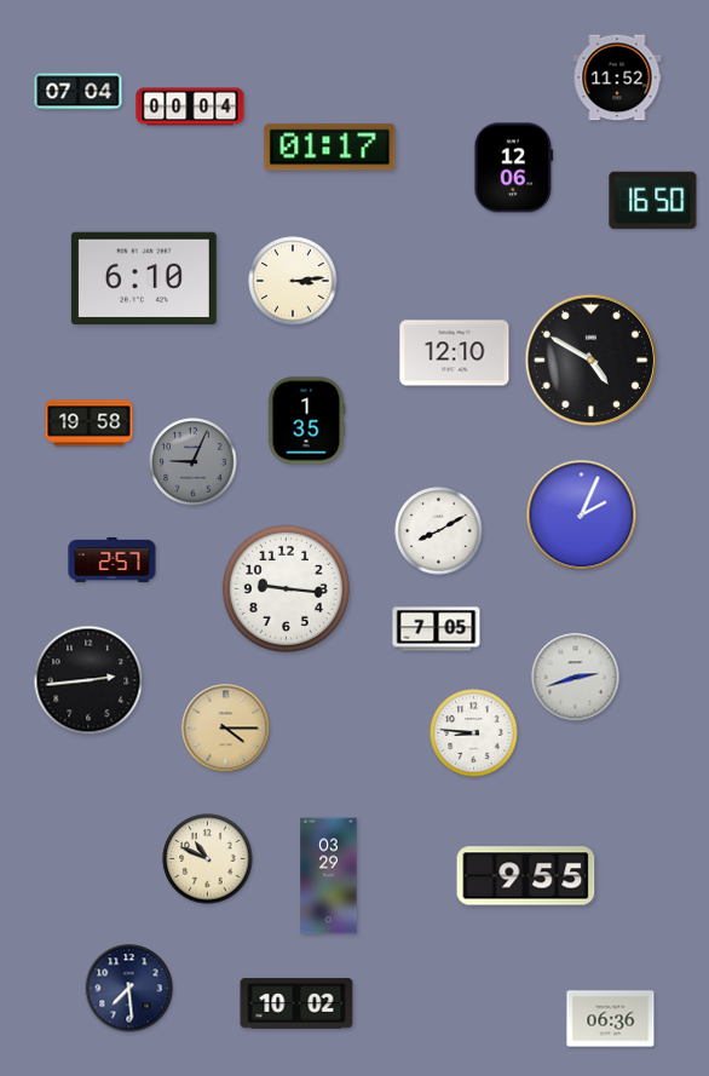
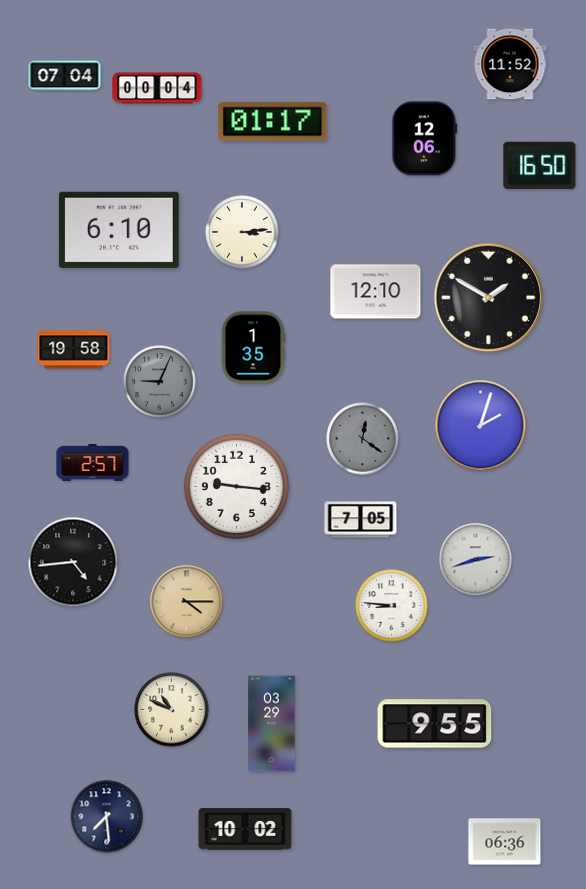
clock at (592, 361): 4:50 -> 1:50
clock at (582, 516): 2:04 -> 2:03
clock at (439, 531): 8:10 -> 12:21
clock at (439, 531) dial: white -> grey
clock at (88, 680): 2:44 -> 4:44
